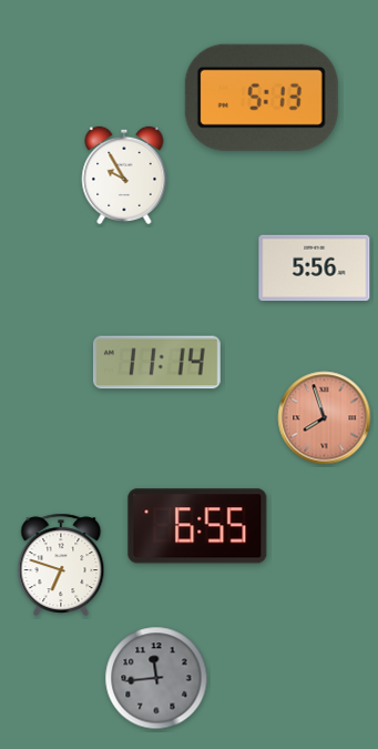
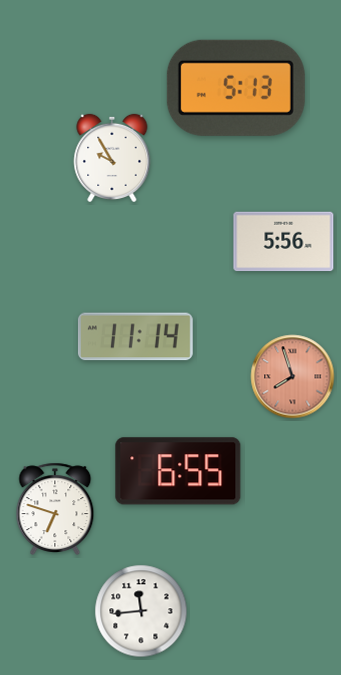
clock at (156, 363) position: (156, 363) -> (135, 337)
clock at (197, 526) position: (197, 526) -> (178, 471)
clock at (156, 678) dial: grey -> white
